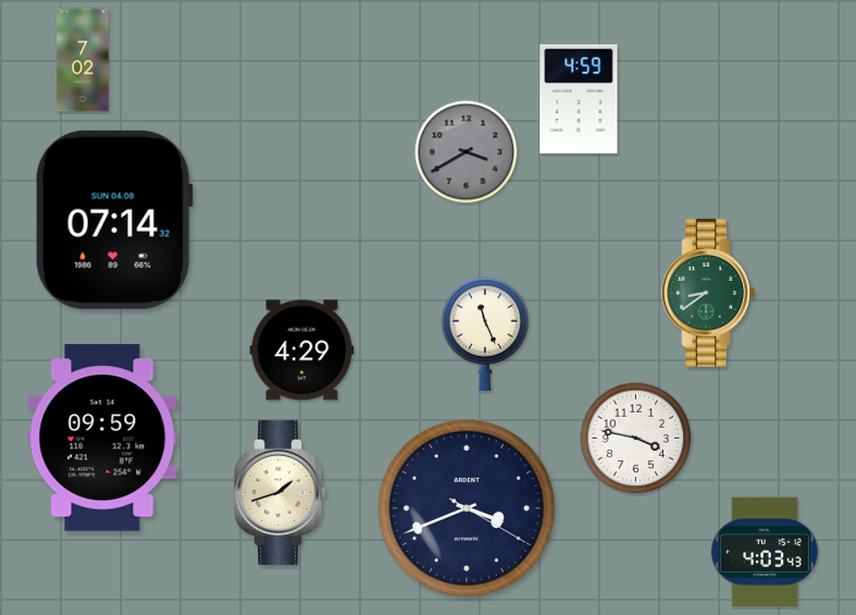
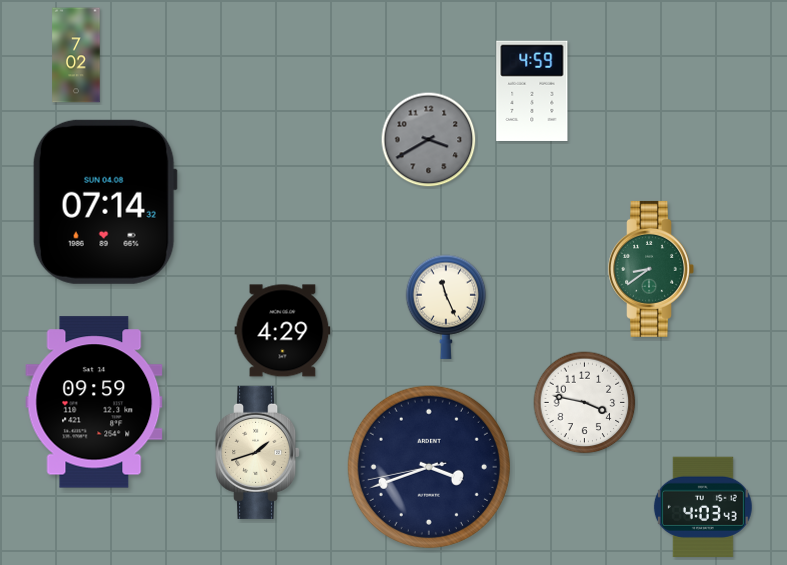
clock at (302, 350) position: (302, 350) -> (283, 331)
clock at (467, 508): 3:41:20 -> 3:41:43
